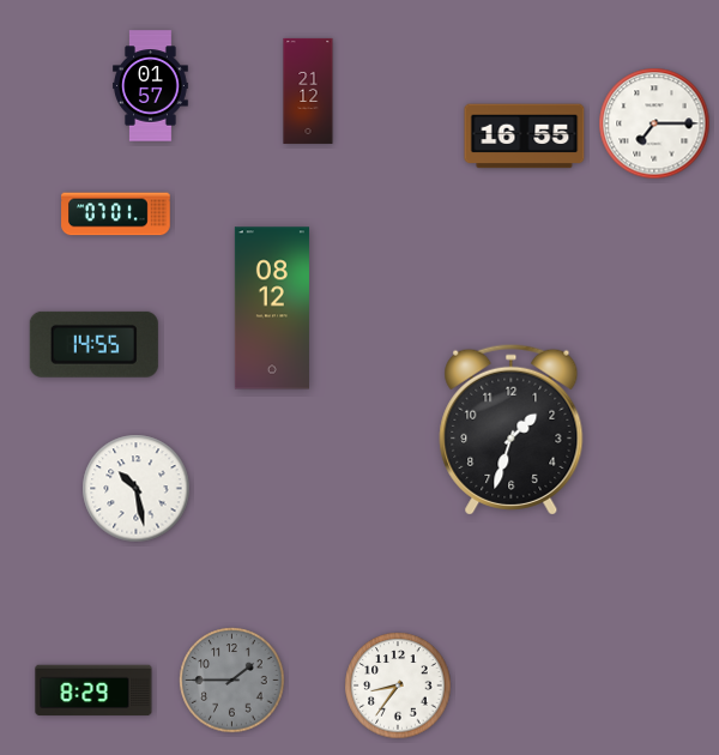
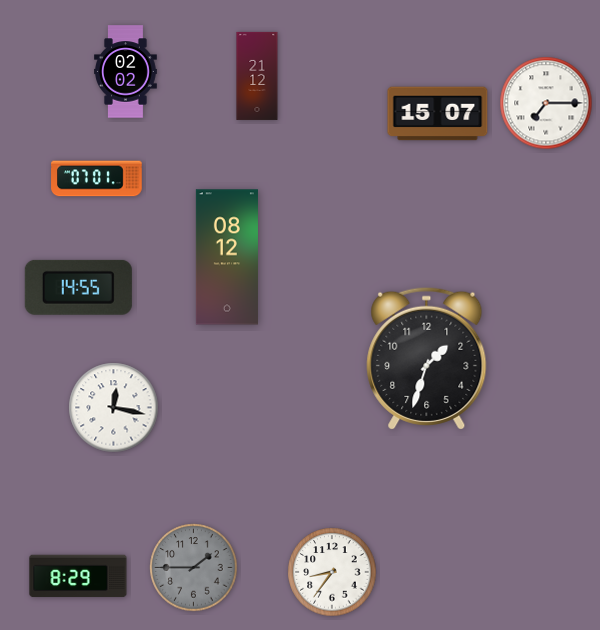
clock at (151, 86): 01:57 -> 02:02
clock at (525, 137): 16:55 -> 15:07
clock at (137, 489): 10:28 -> 12:17
